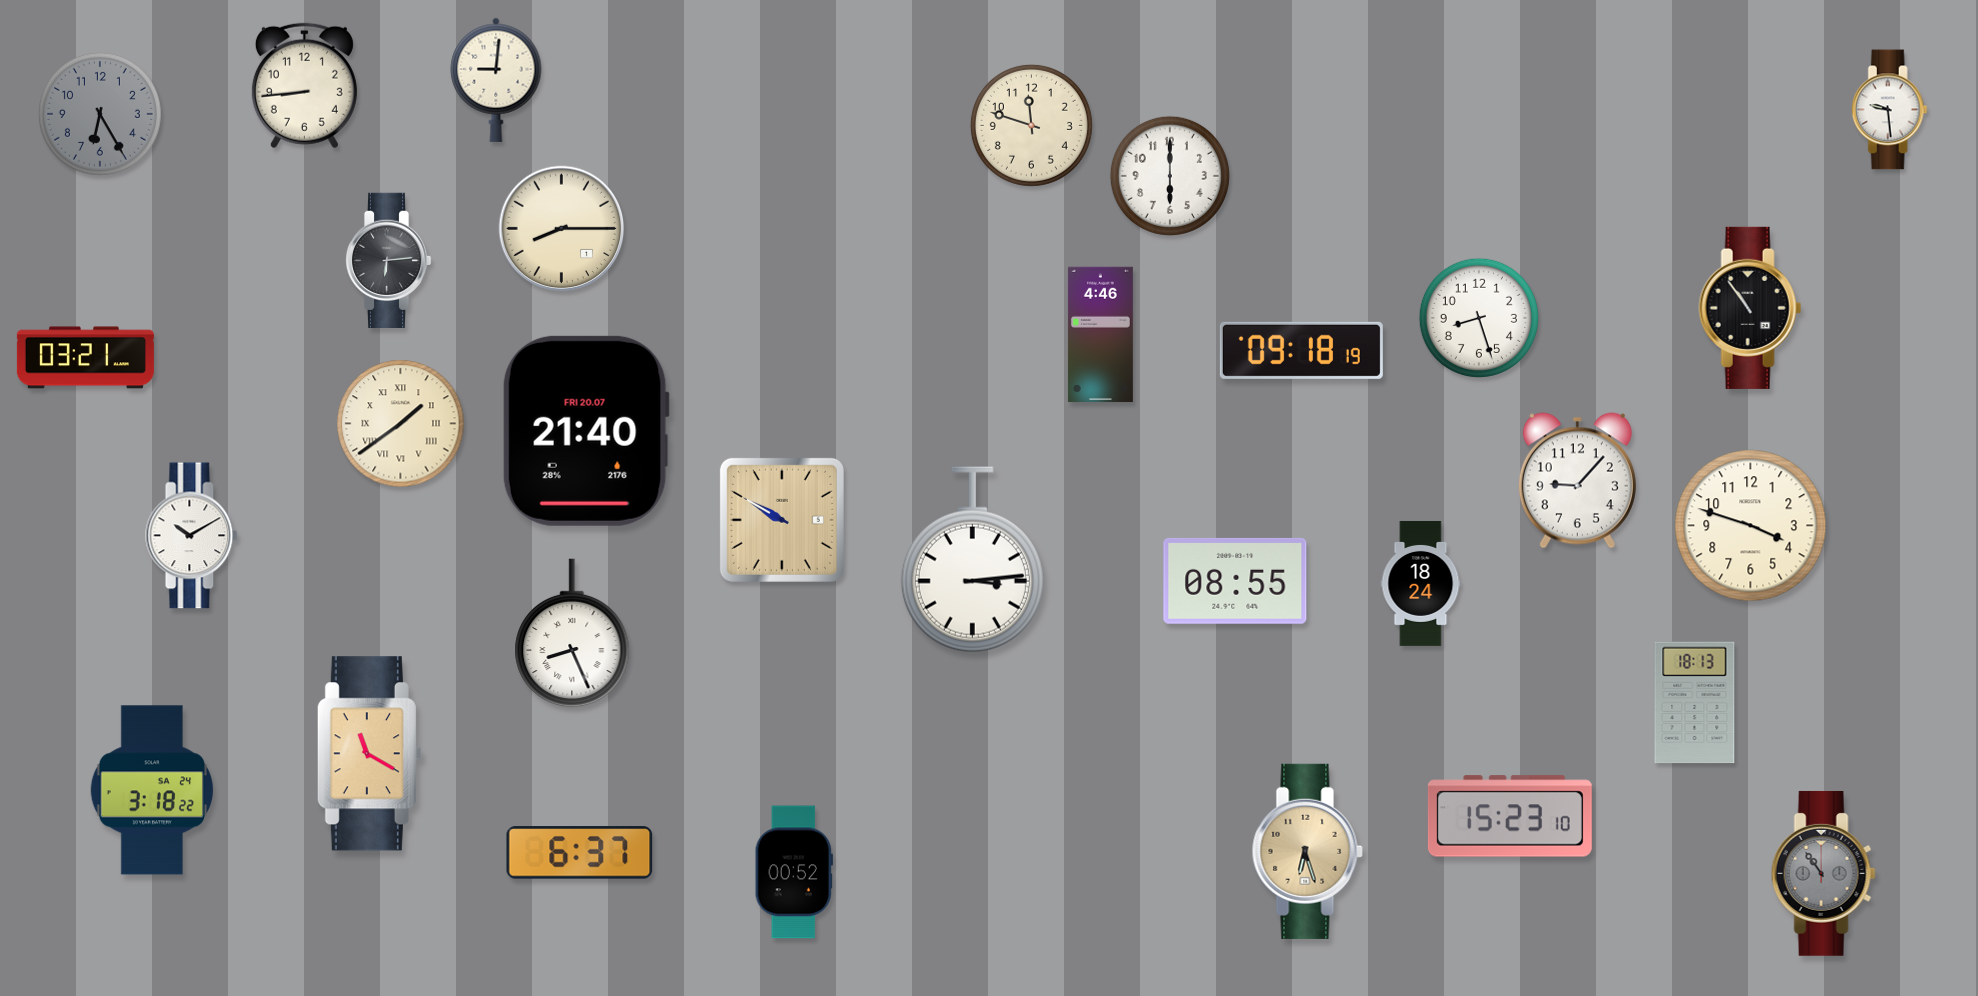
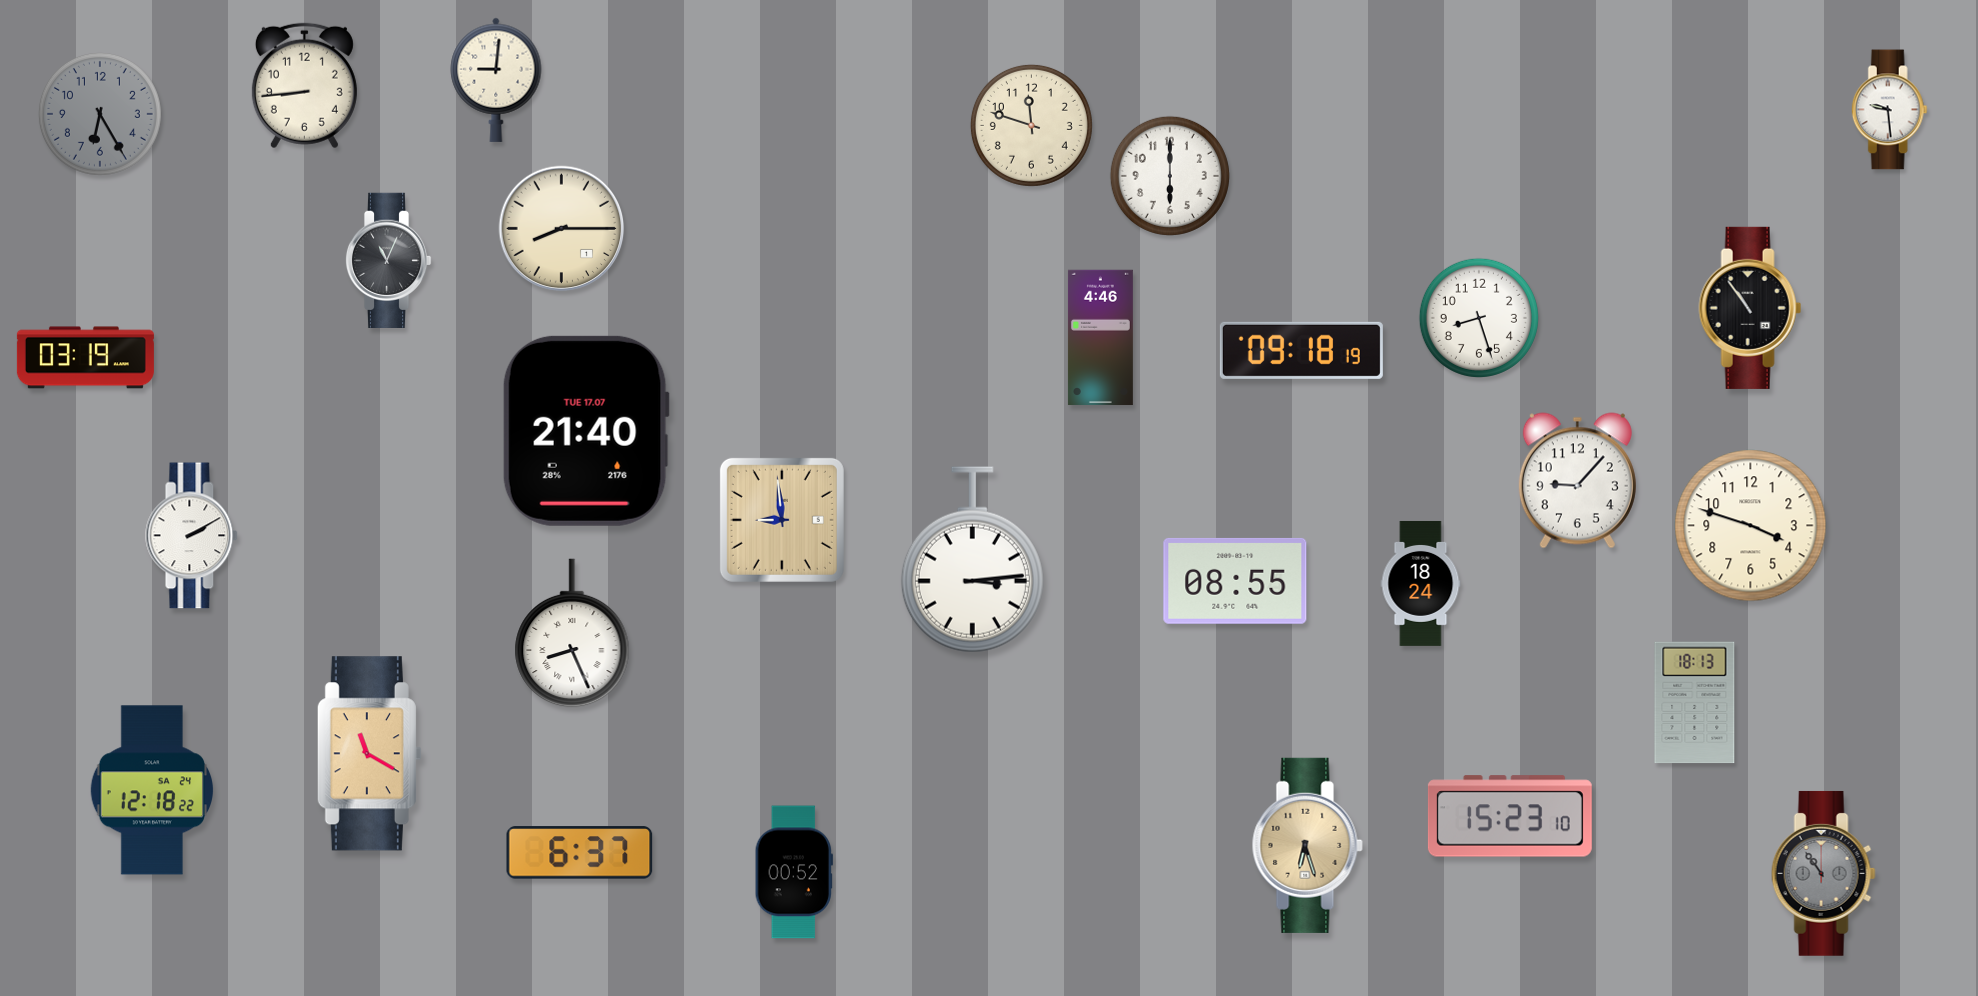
clock at (388, 260): 6:14 -> 11:04
clock at (1100, 335) position: (1100, 335) -> (1100, 338)
clock at (85, 358): 03:21 -> 03:19
clock at (401, 424): 1:39 -> none
clock at (586, 431) date: FRI 20.07 -> TUE 17.07
clock at (782, 520): 9:50 -> 8:59
clock at (192, 536): 10:10 -> 2:10
clock at (152, 790): 3:18 -> 12:18
clock at (1307, 851) position: (1307, 851) -> (1307, 845)
